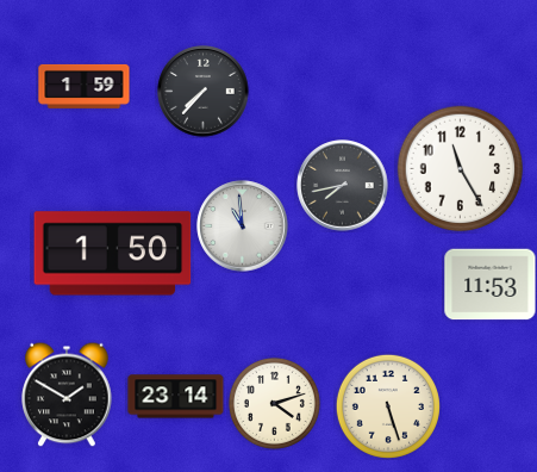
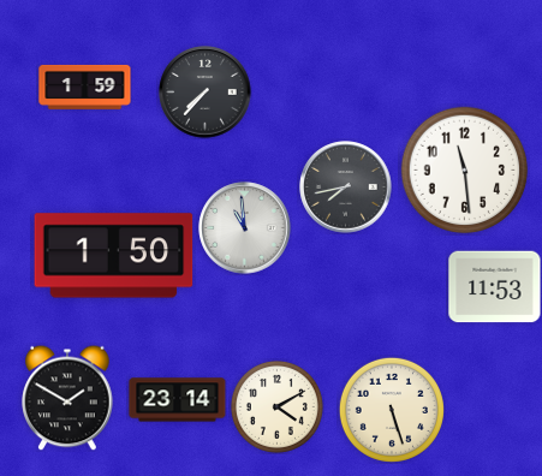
clock at (461, 169): 11:25 -> 11:29
clock at (274, 403): 4:12 -> 4:10
